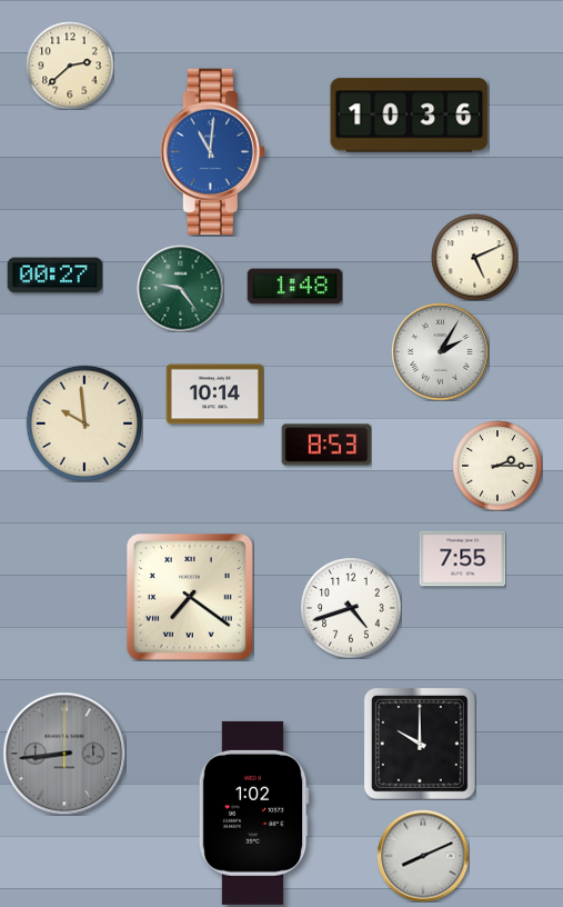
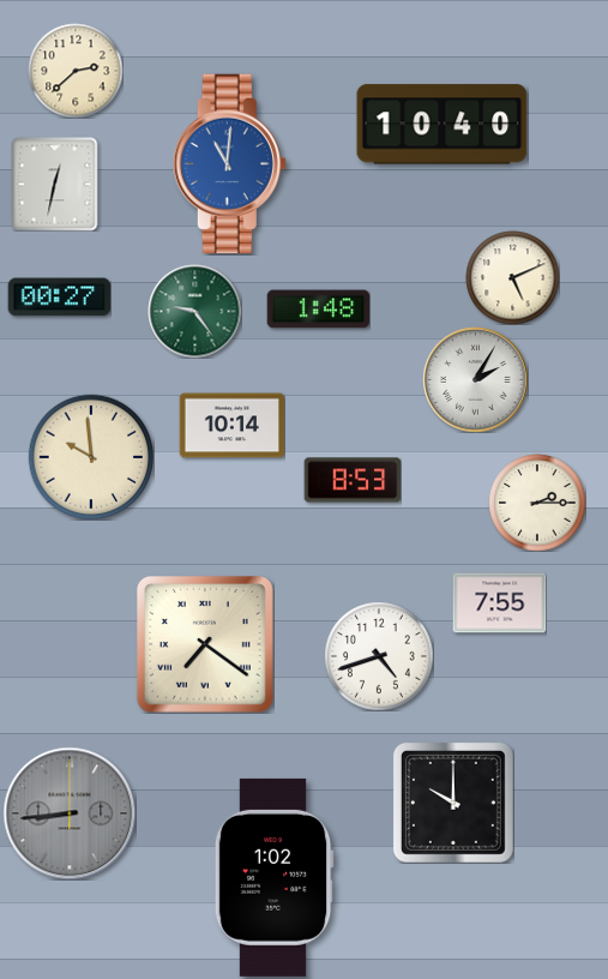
clock at (410, 116): 10:36 -> 10:40
clock at (55, 184): none -> 12:32
clock at (423, 856): 8:11 -> none
